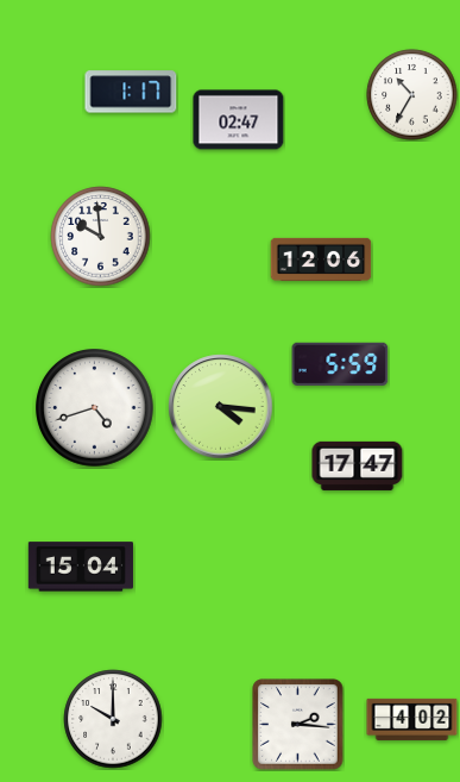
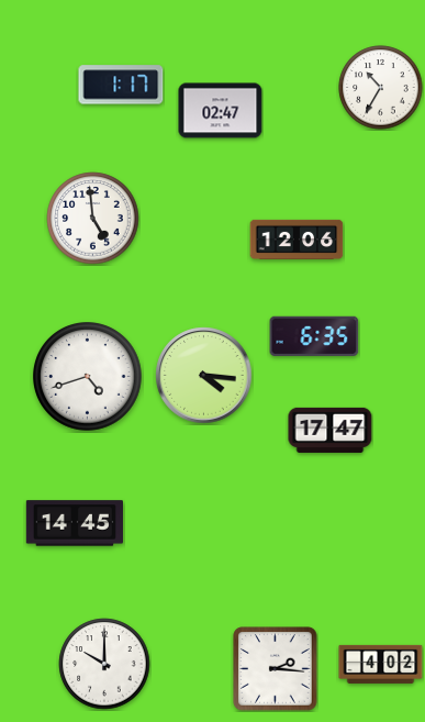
clock at (101, 237): 9:59 -> 4:59
clock at (340, 364): 5:59 -> 6:35
clock at (80, 567): 15:04 -> 14:45
